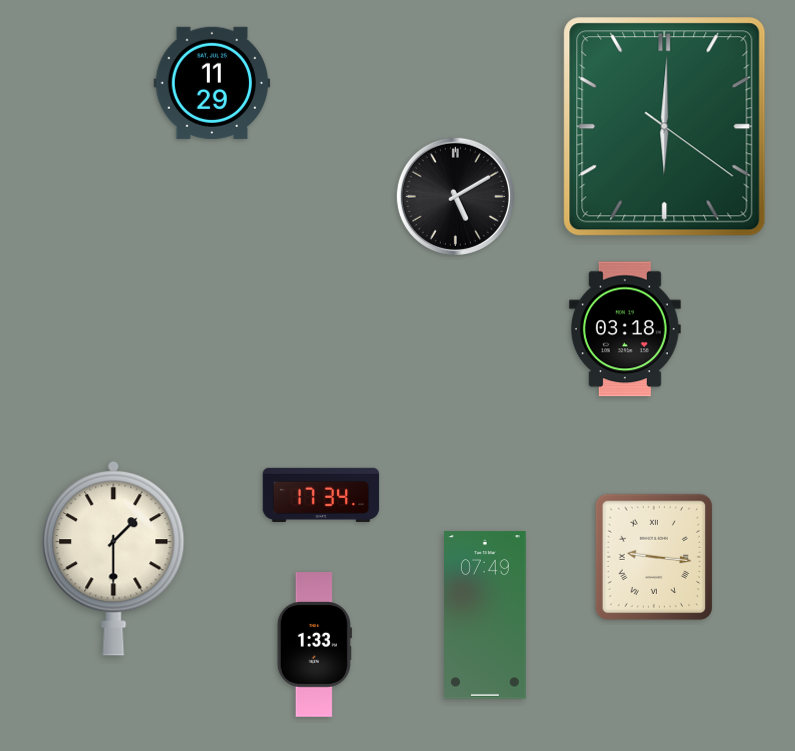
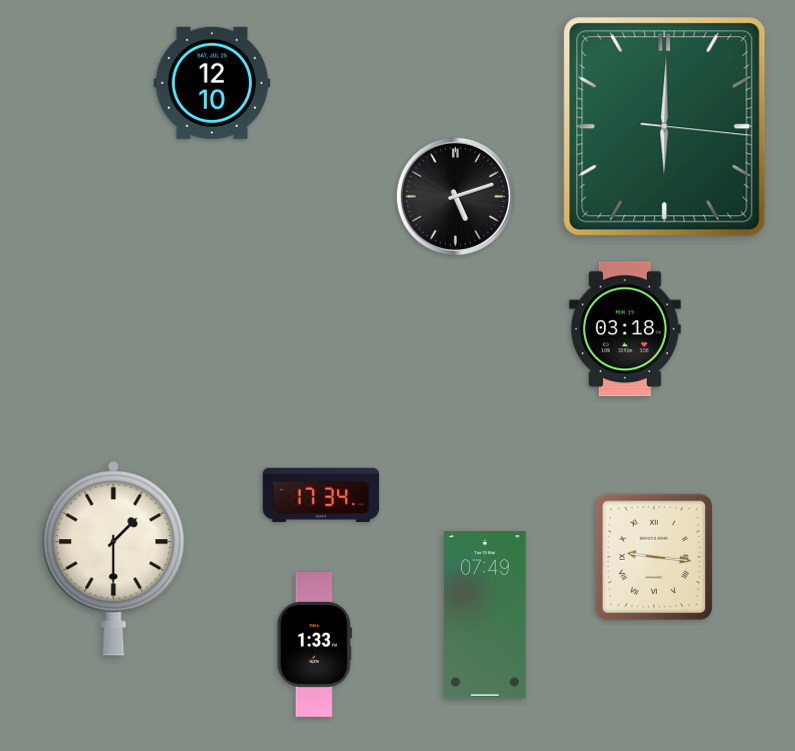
clock at (212, 83): 11:29 -> 12:10
clock at (665, 127): 6:00:21 -> 6:00:16
clock at (455, 196): 5:10 -> 5:12
